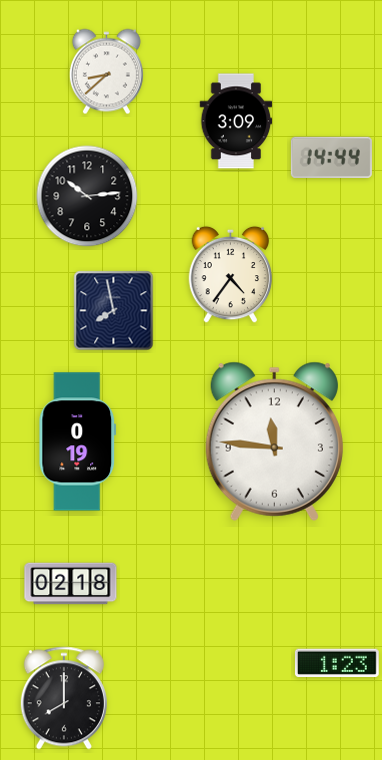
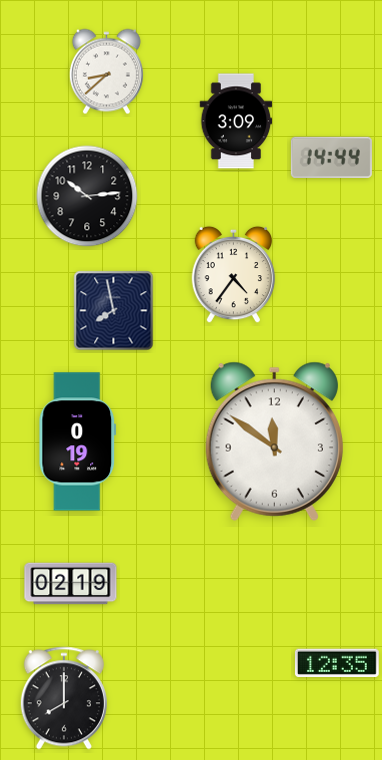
clock at (231, 275) position: (231, 275) -> (234, 275)
clock at (274, 441): 11:46 -> 11:51
clock at (71, 584): 02:18 -> 02:19
clock at (337, 663): 1:23 -> 12:35
